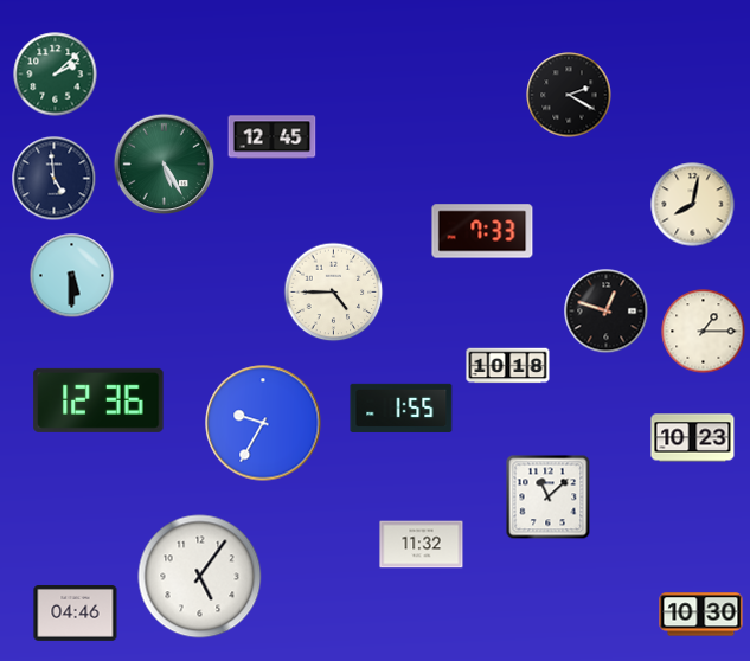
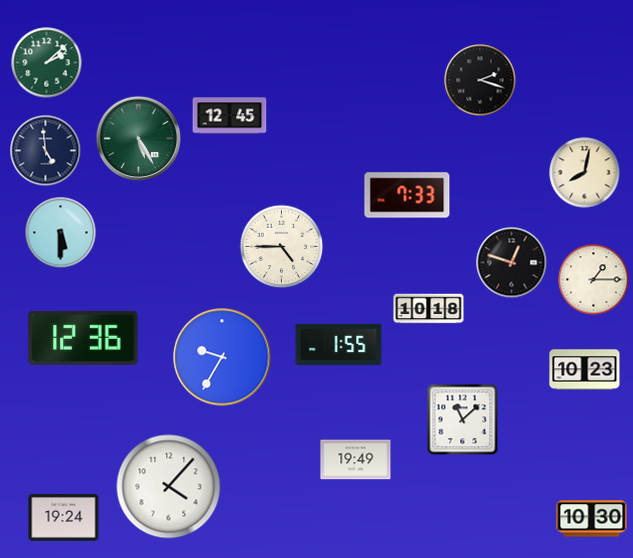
clock at (569, 95): 2:20 -> 2:18
clock at (422, 545): 11:32 -> 19:49
clock at (200, 577): 5:06 -> 4:07
clock at (76, 614): 04:46 -> 19:24
